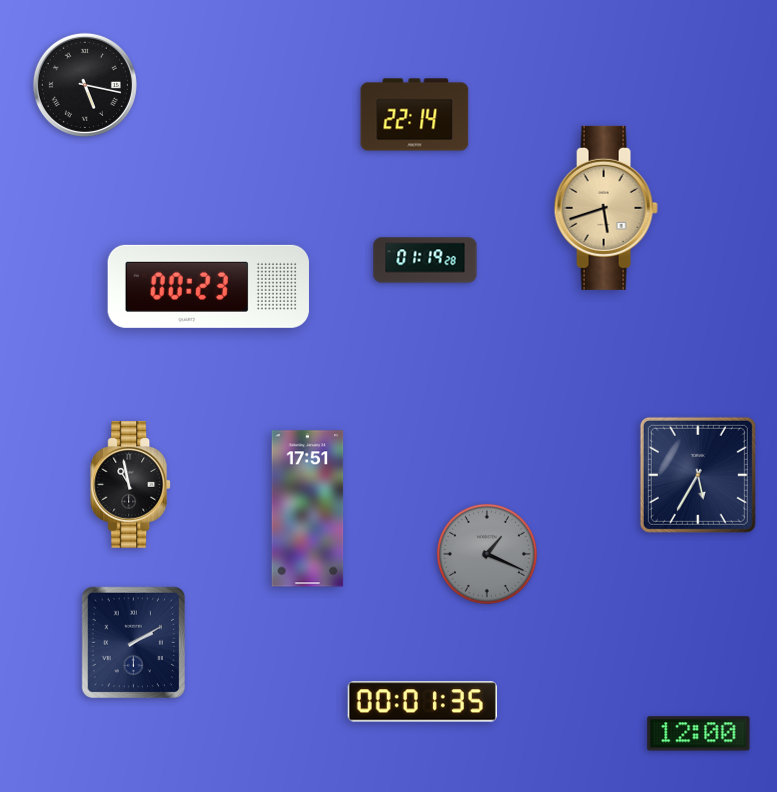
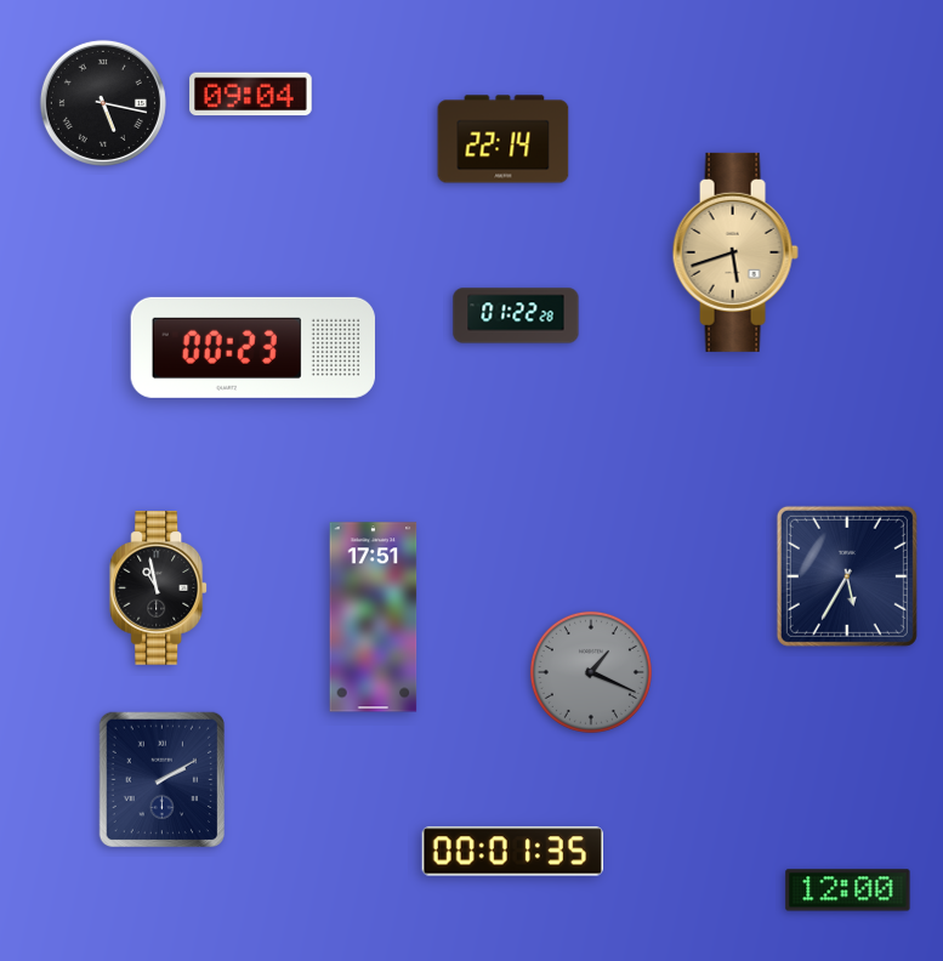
clock at (251, 95): none -> 09:04
clock at (425, 260): 01:19 -> 01:22
